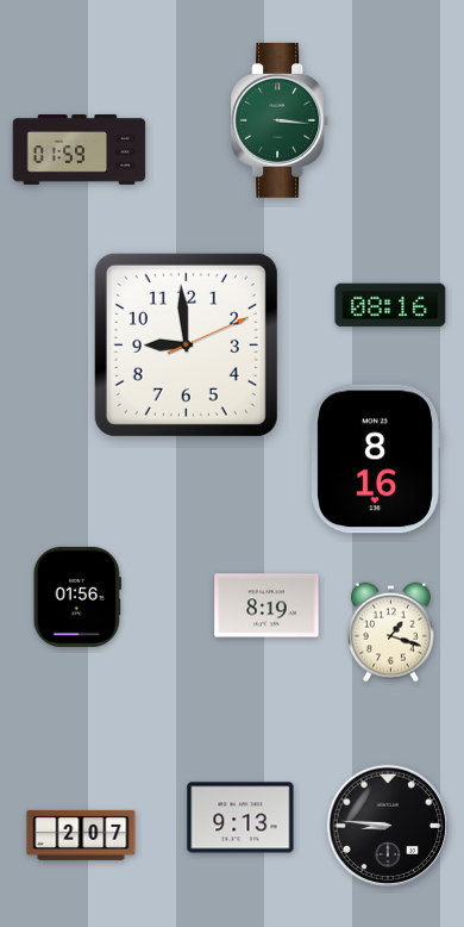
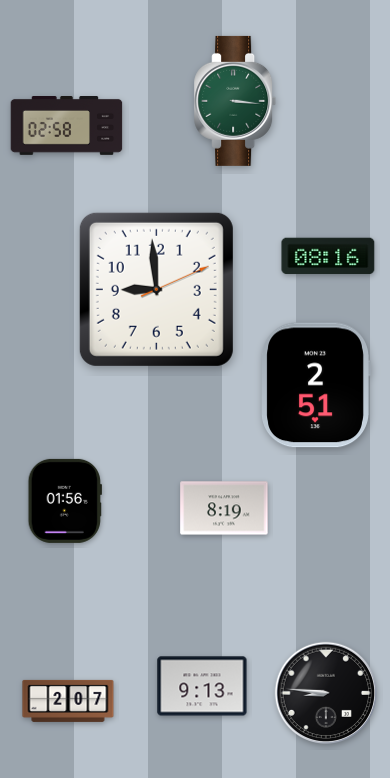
clock at (80, 150): 01:59 -> 02:58
clock at (376, 459): 8:16 -> 2:51
clock at (390, 633): 1:18 -> none
